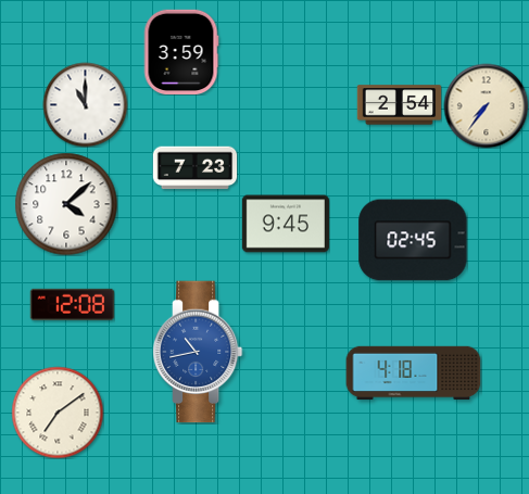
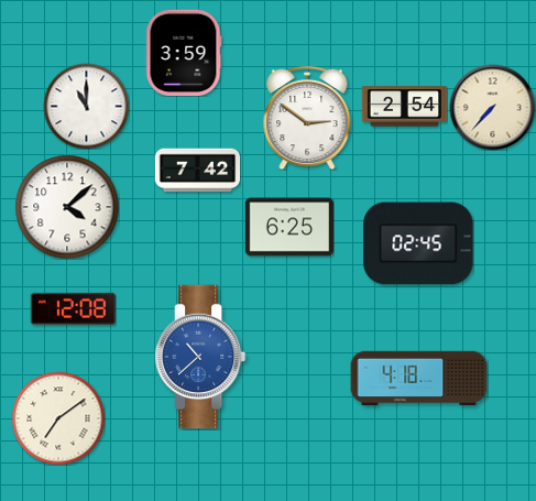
clock at (486, 105): 7:36 -> 7:37
clock at (307, 118): none -> 2:51
clock at (194, 168): 7:23 -> 7:42
clock at (285, 224): 9:45 -> 6:25
clock at (198, 352): 10:43 -> 10:38
